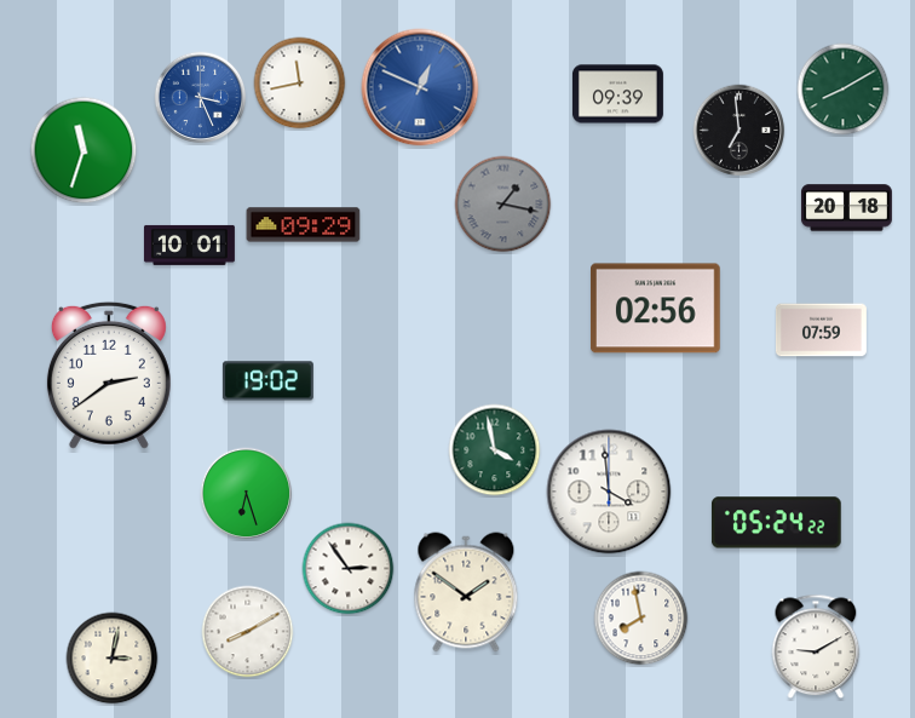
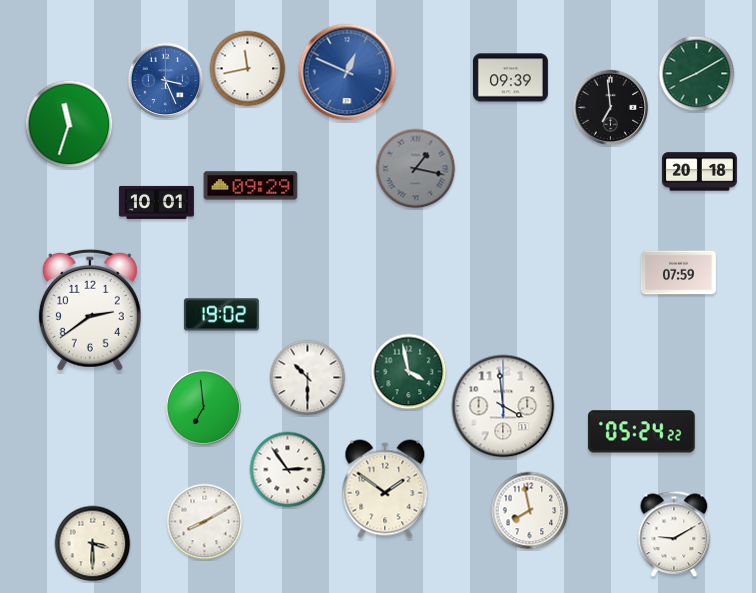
clock at (656, 309): 02:56 -> none
clock at (308, 378): none -> 10:30
clock at (247, 494): 6:27 -> 6:59
clock at (113, 659): 3:02 -> 3:30
